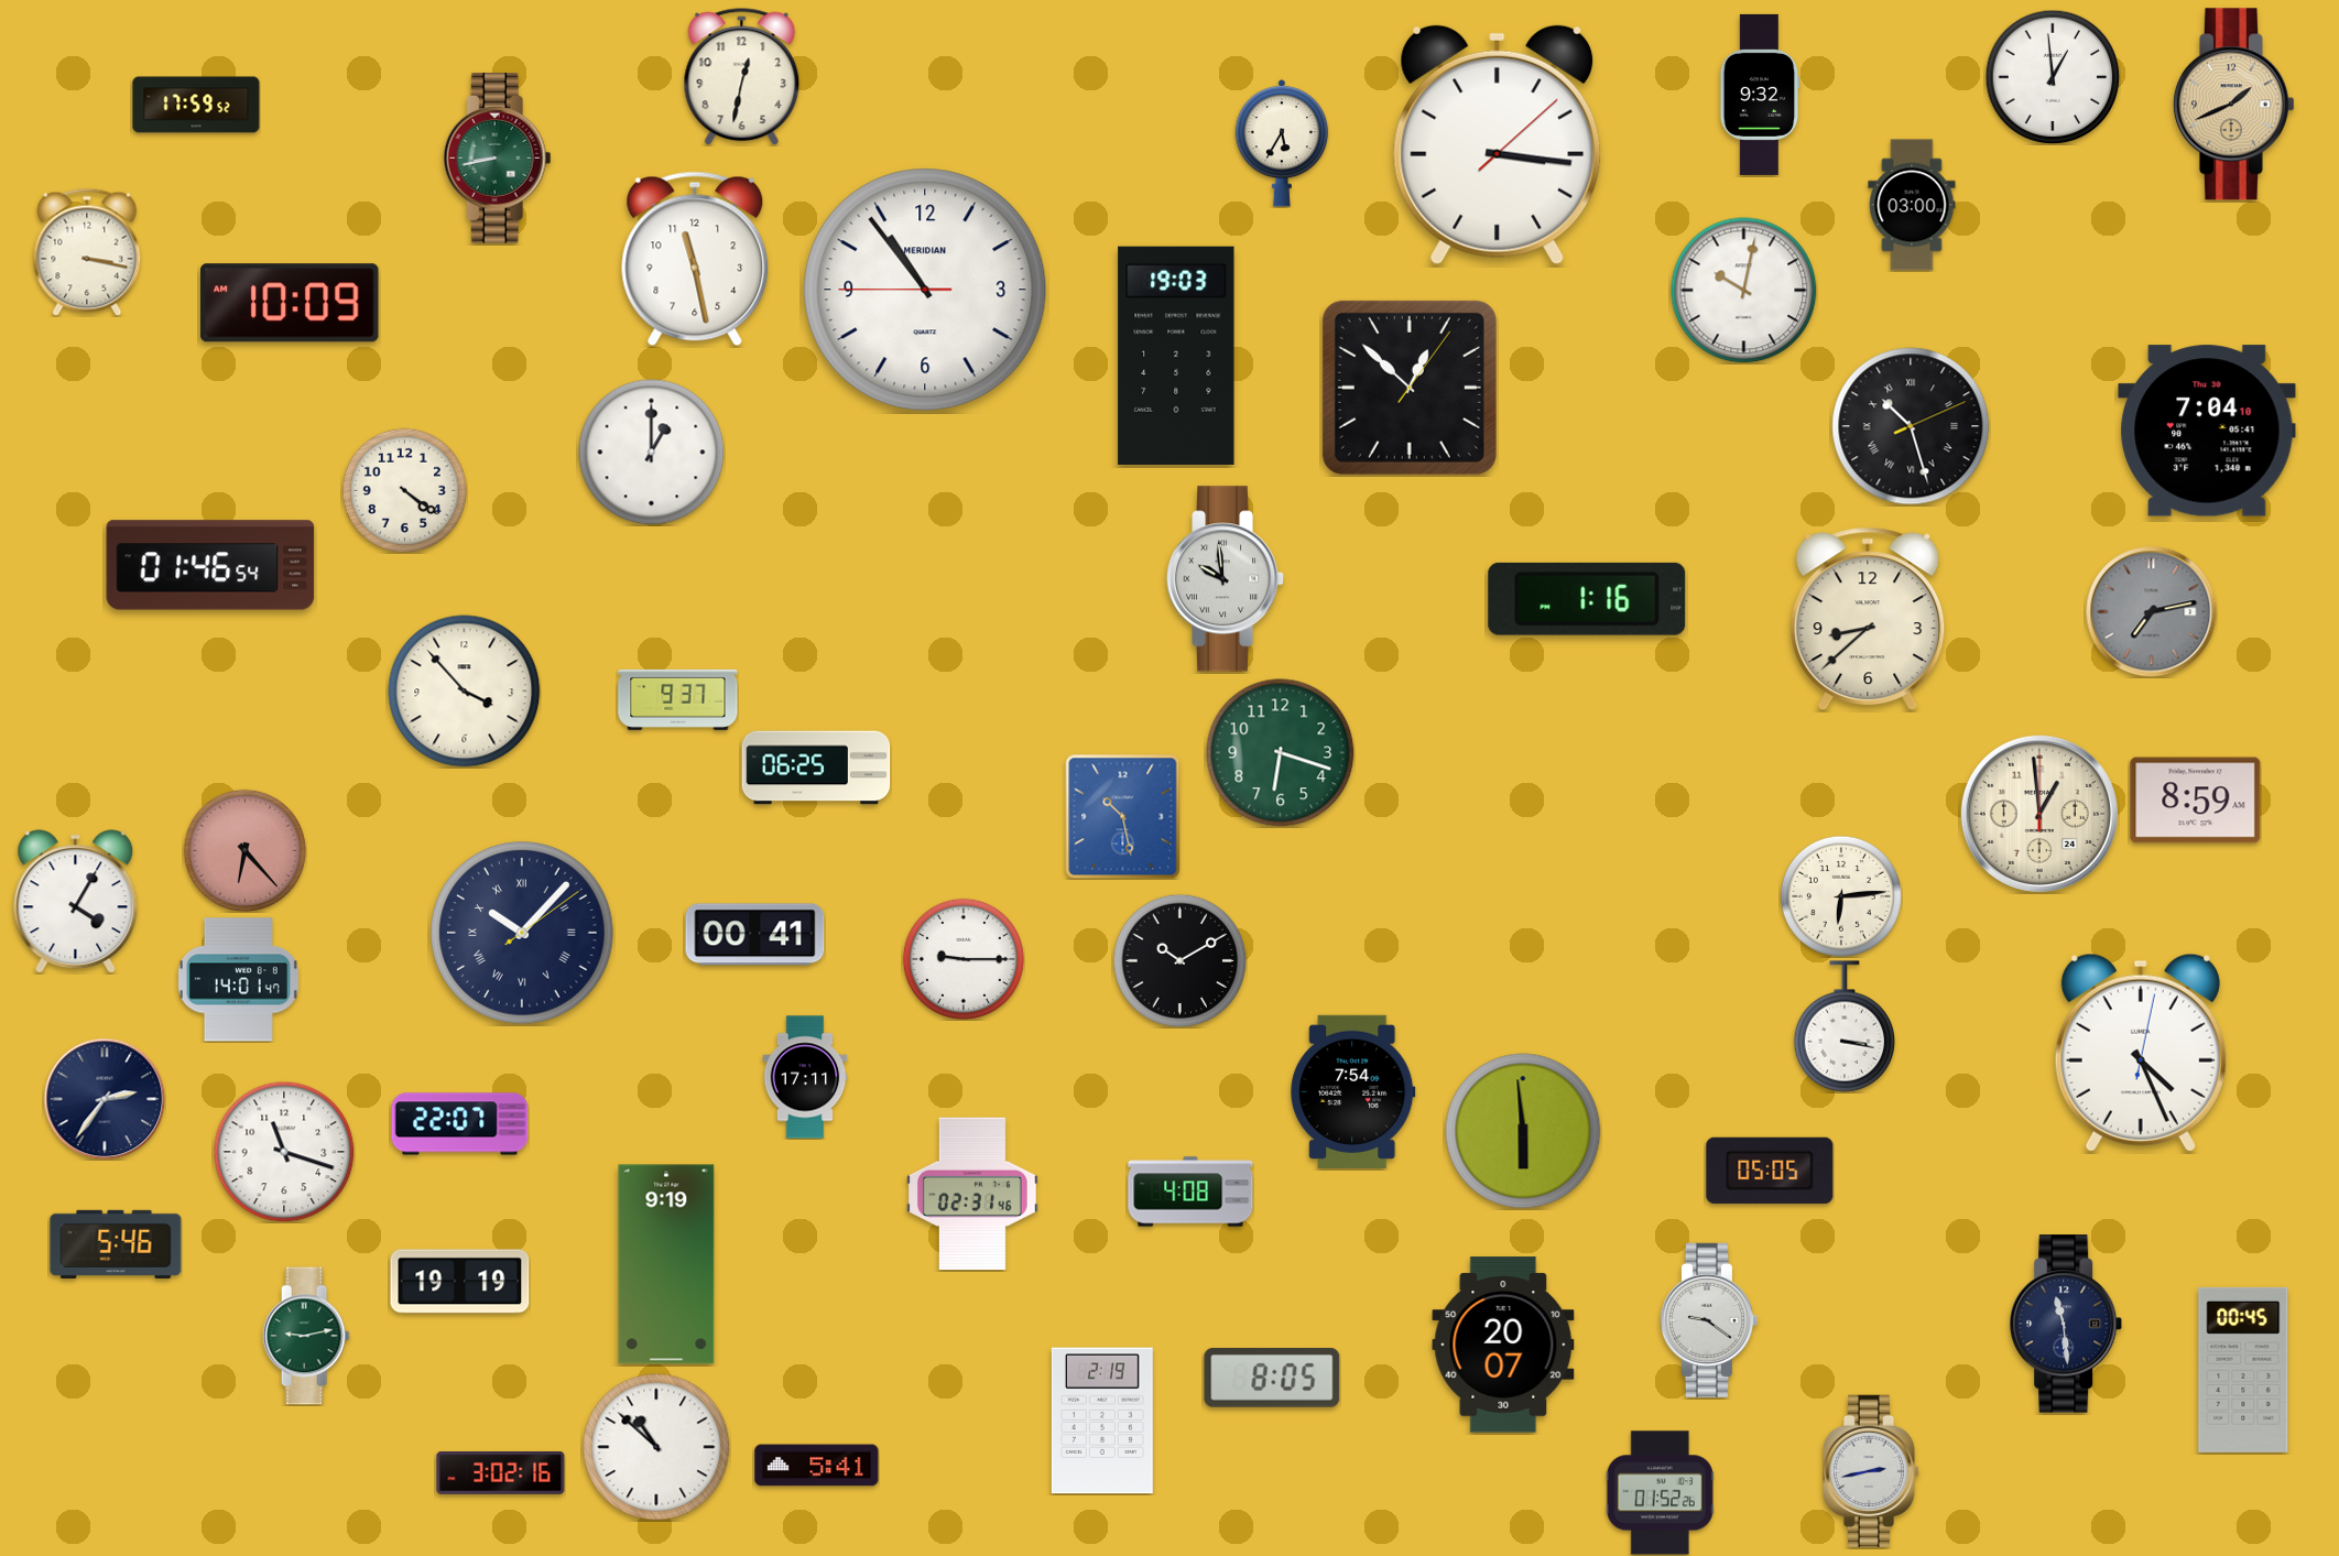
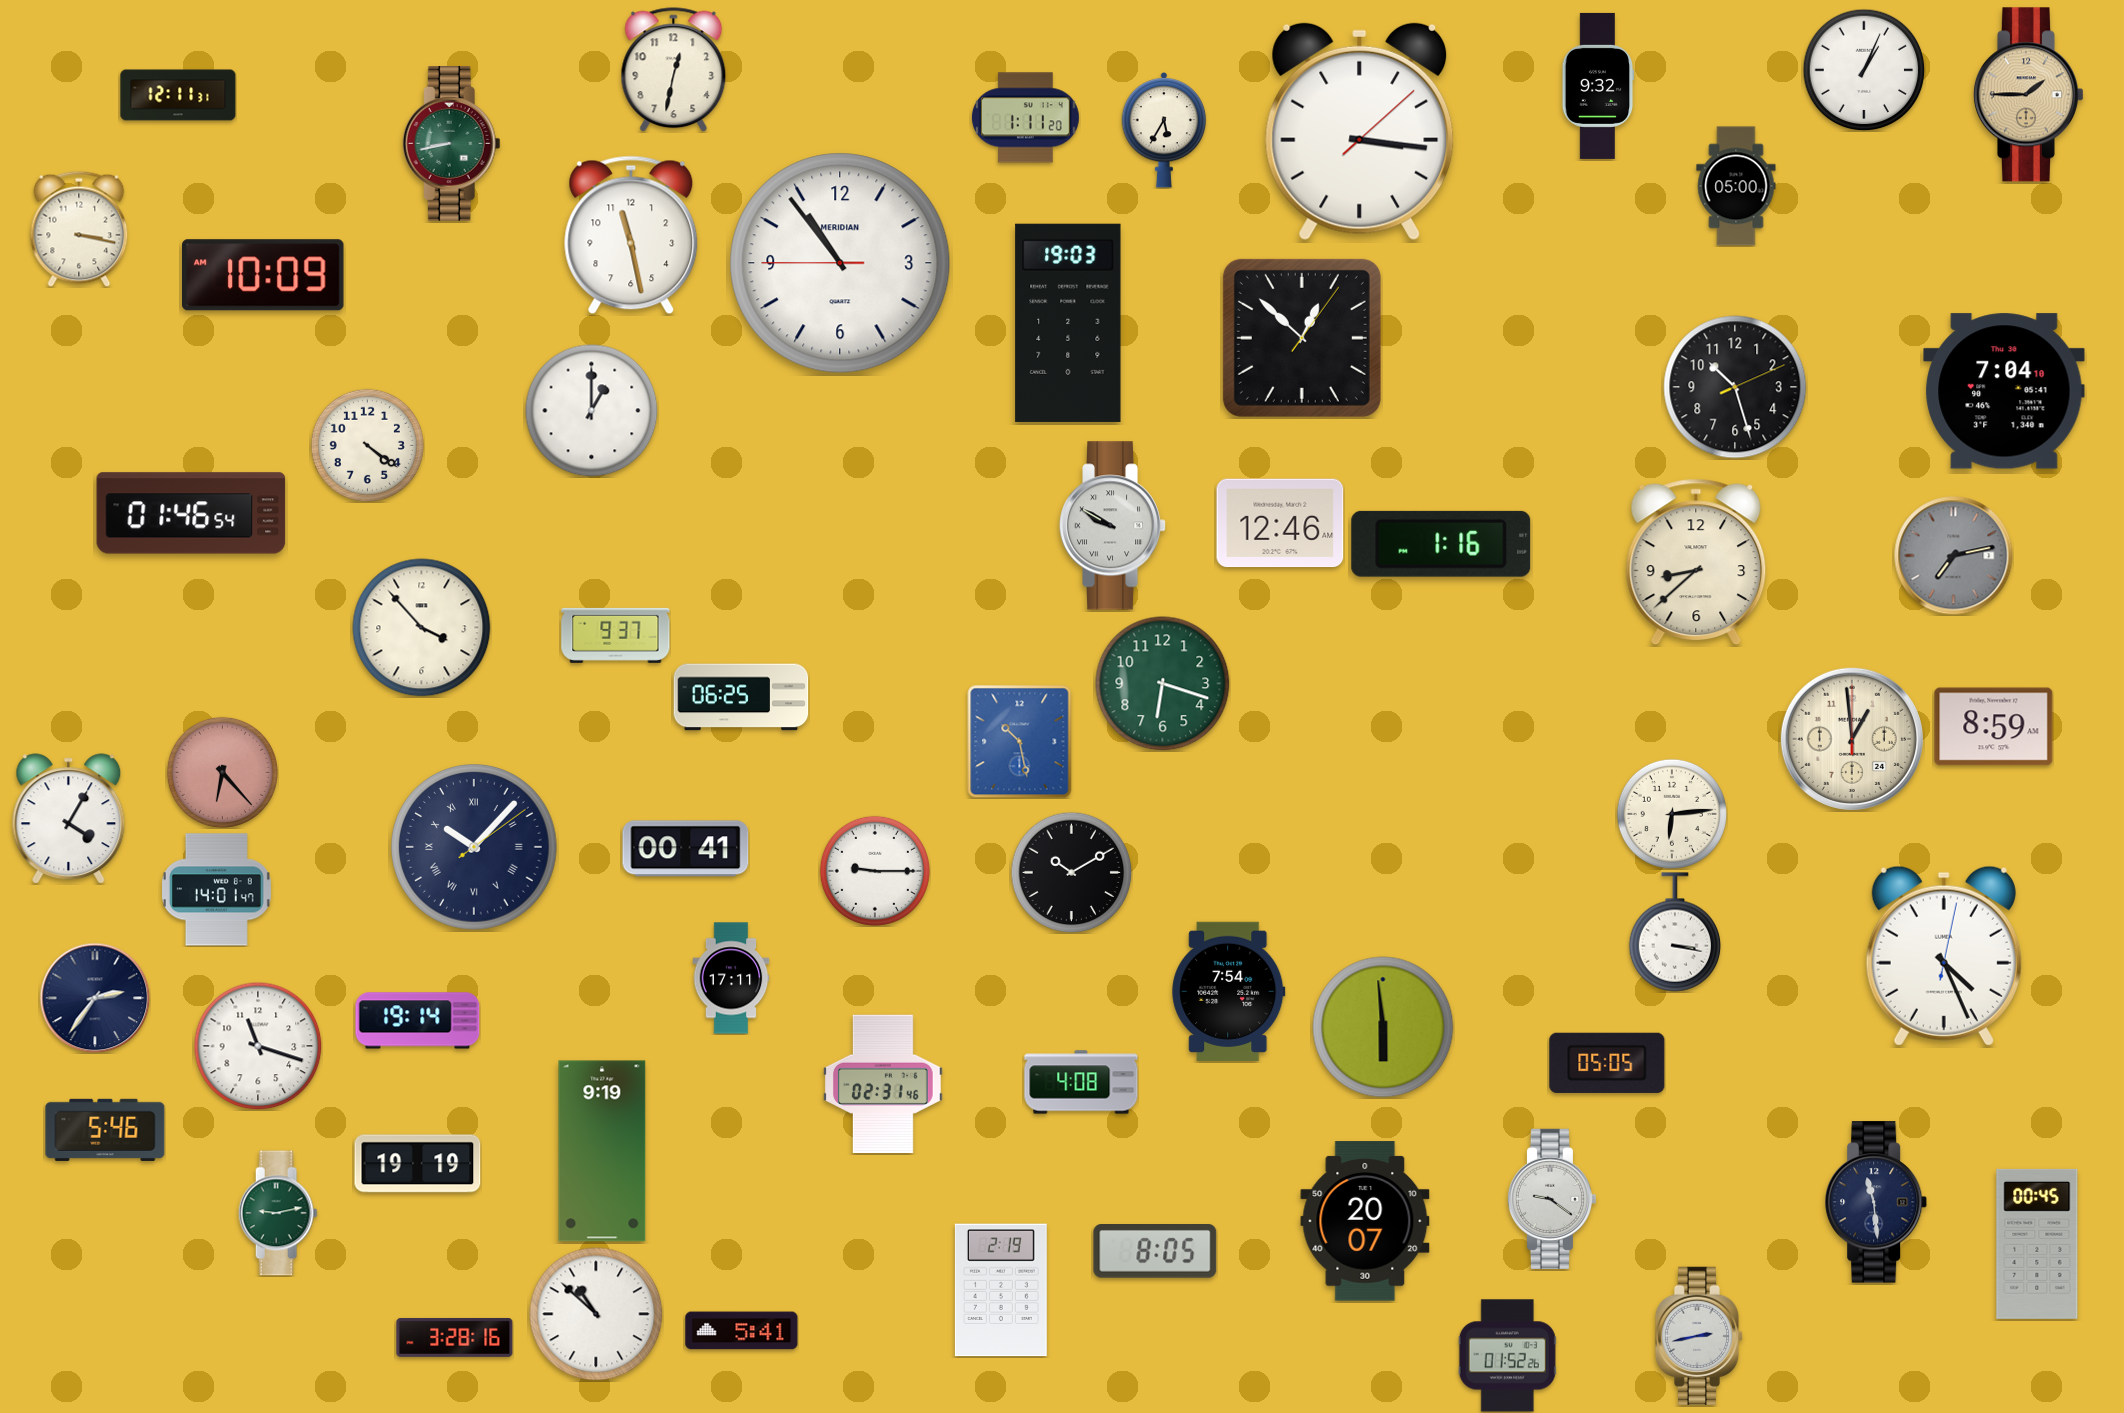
clock at (2053, 77): 12:59 -> 1:04
clock at (196, 105): 17:59 -> 12:11
clock at (2233, 105): 1:41 -> 1:45
clock at (1025, 118): none -> 1:11
clock at (1912, 205): 03:00 -> 05:00
clock at (1744, 291): 10:02 -> none
clock at (1410, 388) position: (1410, 388) -> (1302, 338)
clock at (1911, 426) numerals: Roman -> Arabic
clock at (1280, 523): none -> 12:46
clock at (1226, 579): 9:59 -> 9:50
clock at (460, 1124): 22:07 -> 19:14
clock at (666, 1264) position: (666, 1264) -> (602, 1151)
clock at (501, 1472): 3:02 -> 3:28
